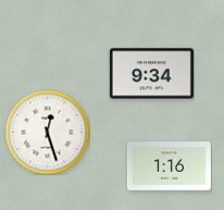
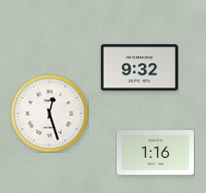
clock at (151, 74): 9:34 -> 9:32
clock at (47, 132) position: (47, 132) -> (49, 113)
